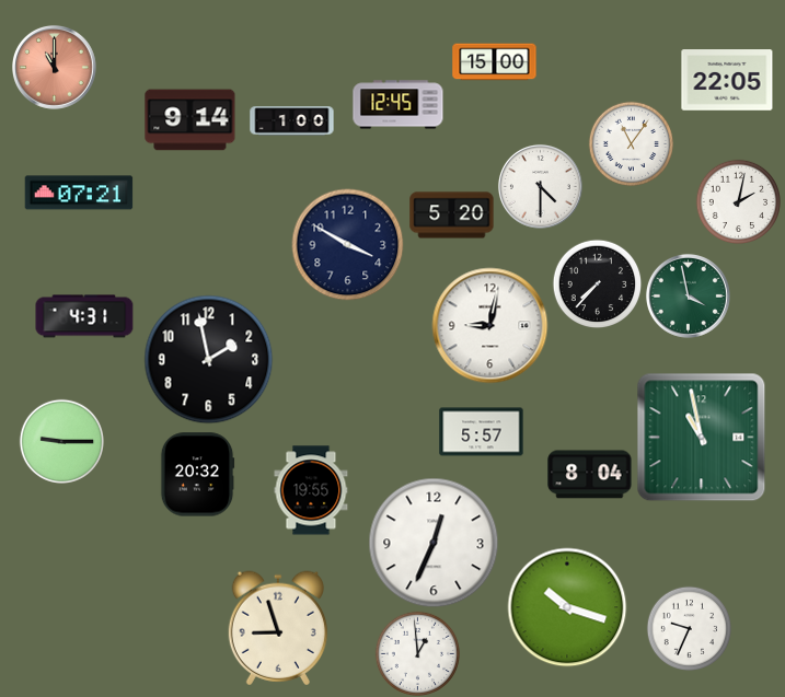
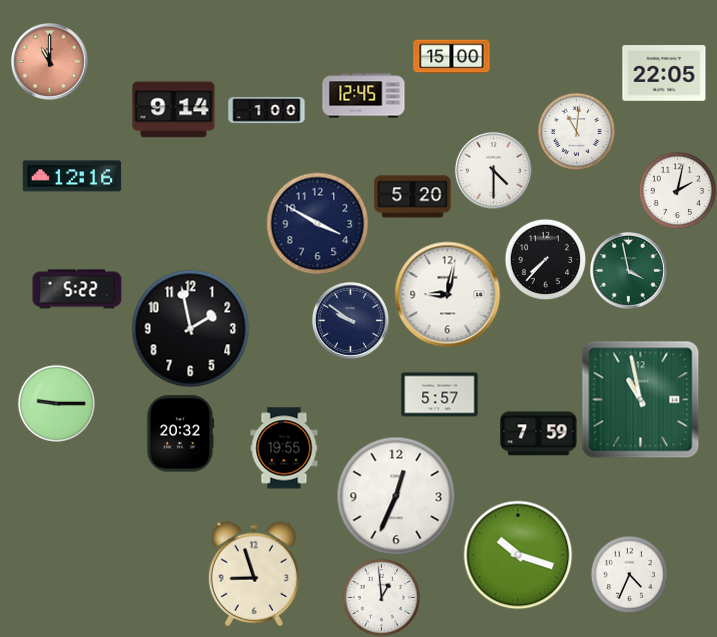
clock at (631, 143): 11:06 -> 11:01
clock at (79, 193): 07:21 -> 12:16
clock at (738, 201) position: (738, 201) -> (677, 190)
clock at (84, 316): 4:31 -> 5:22
clock at (490, 326) position: (490, 326) -> (448, 295)
clock at (350, 320): none -> 9:51
clock at (590, 475): 8:04 -> 7:59
clock at (689, 628): 9:34 -> 4:34
